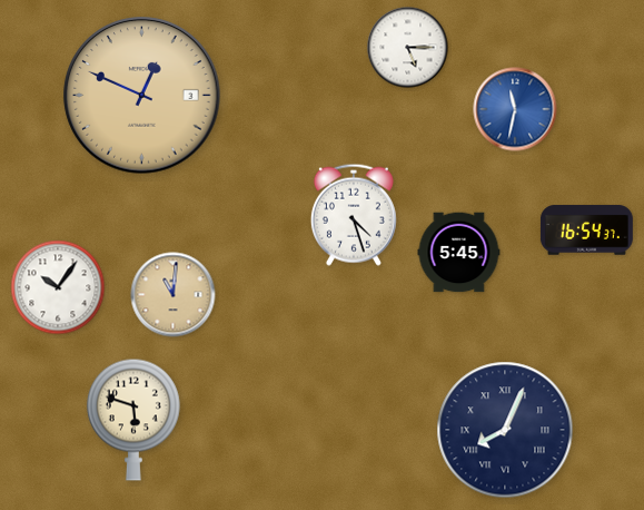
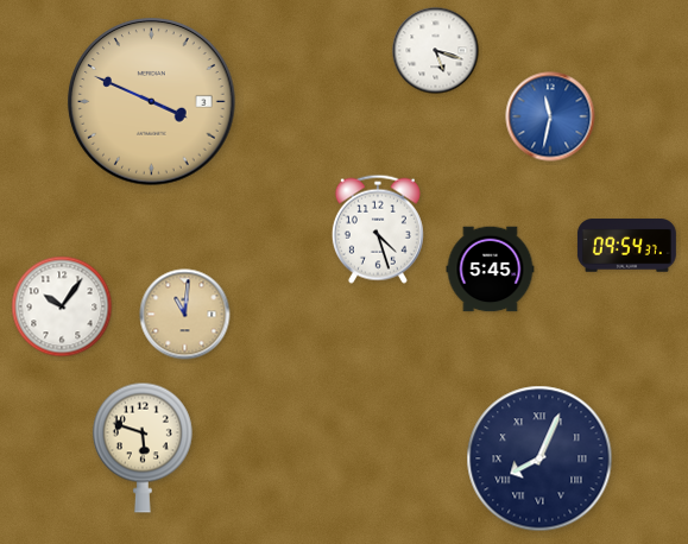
clock at (408, 48): 5:15 -> 5:18
clock at (142, 96): 12:49 -> 3:49
clock at (586, 231): 16:54 -> 09:54
